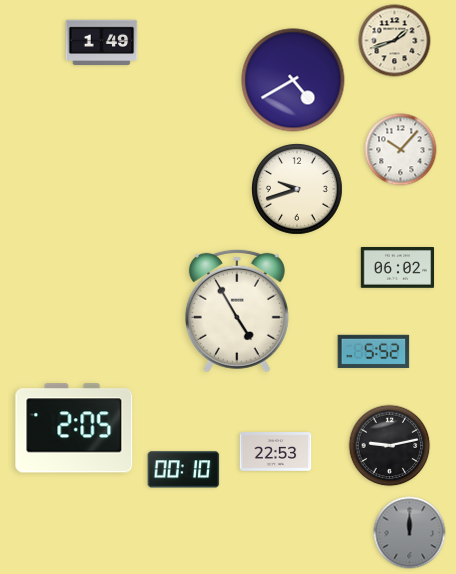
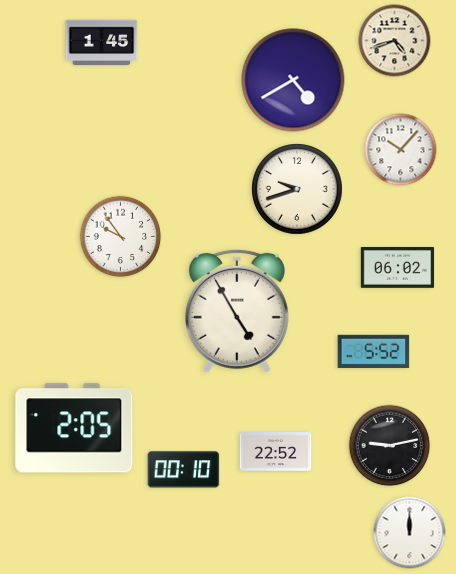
clock at (395, 41): 1:42 -> 4:42
clock at (102, 43): 1:49 -> 1:45
clock at (121, 237): none -> 9:54
clock at (276, 452): 22:53 -> 22:52
clock at (410, 533) dial: grey -> white
